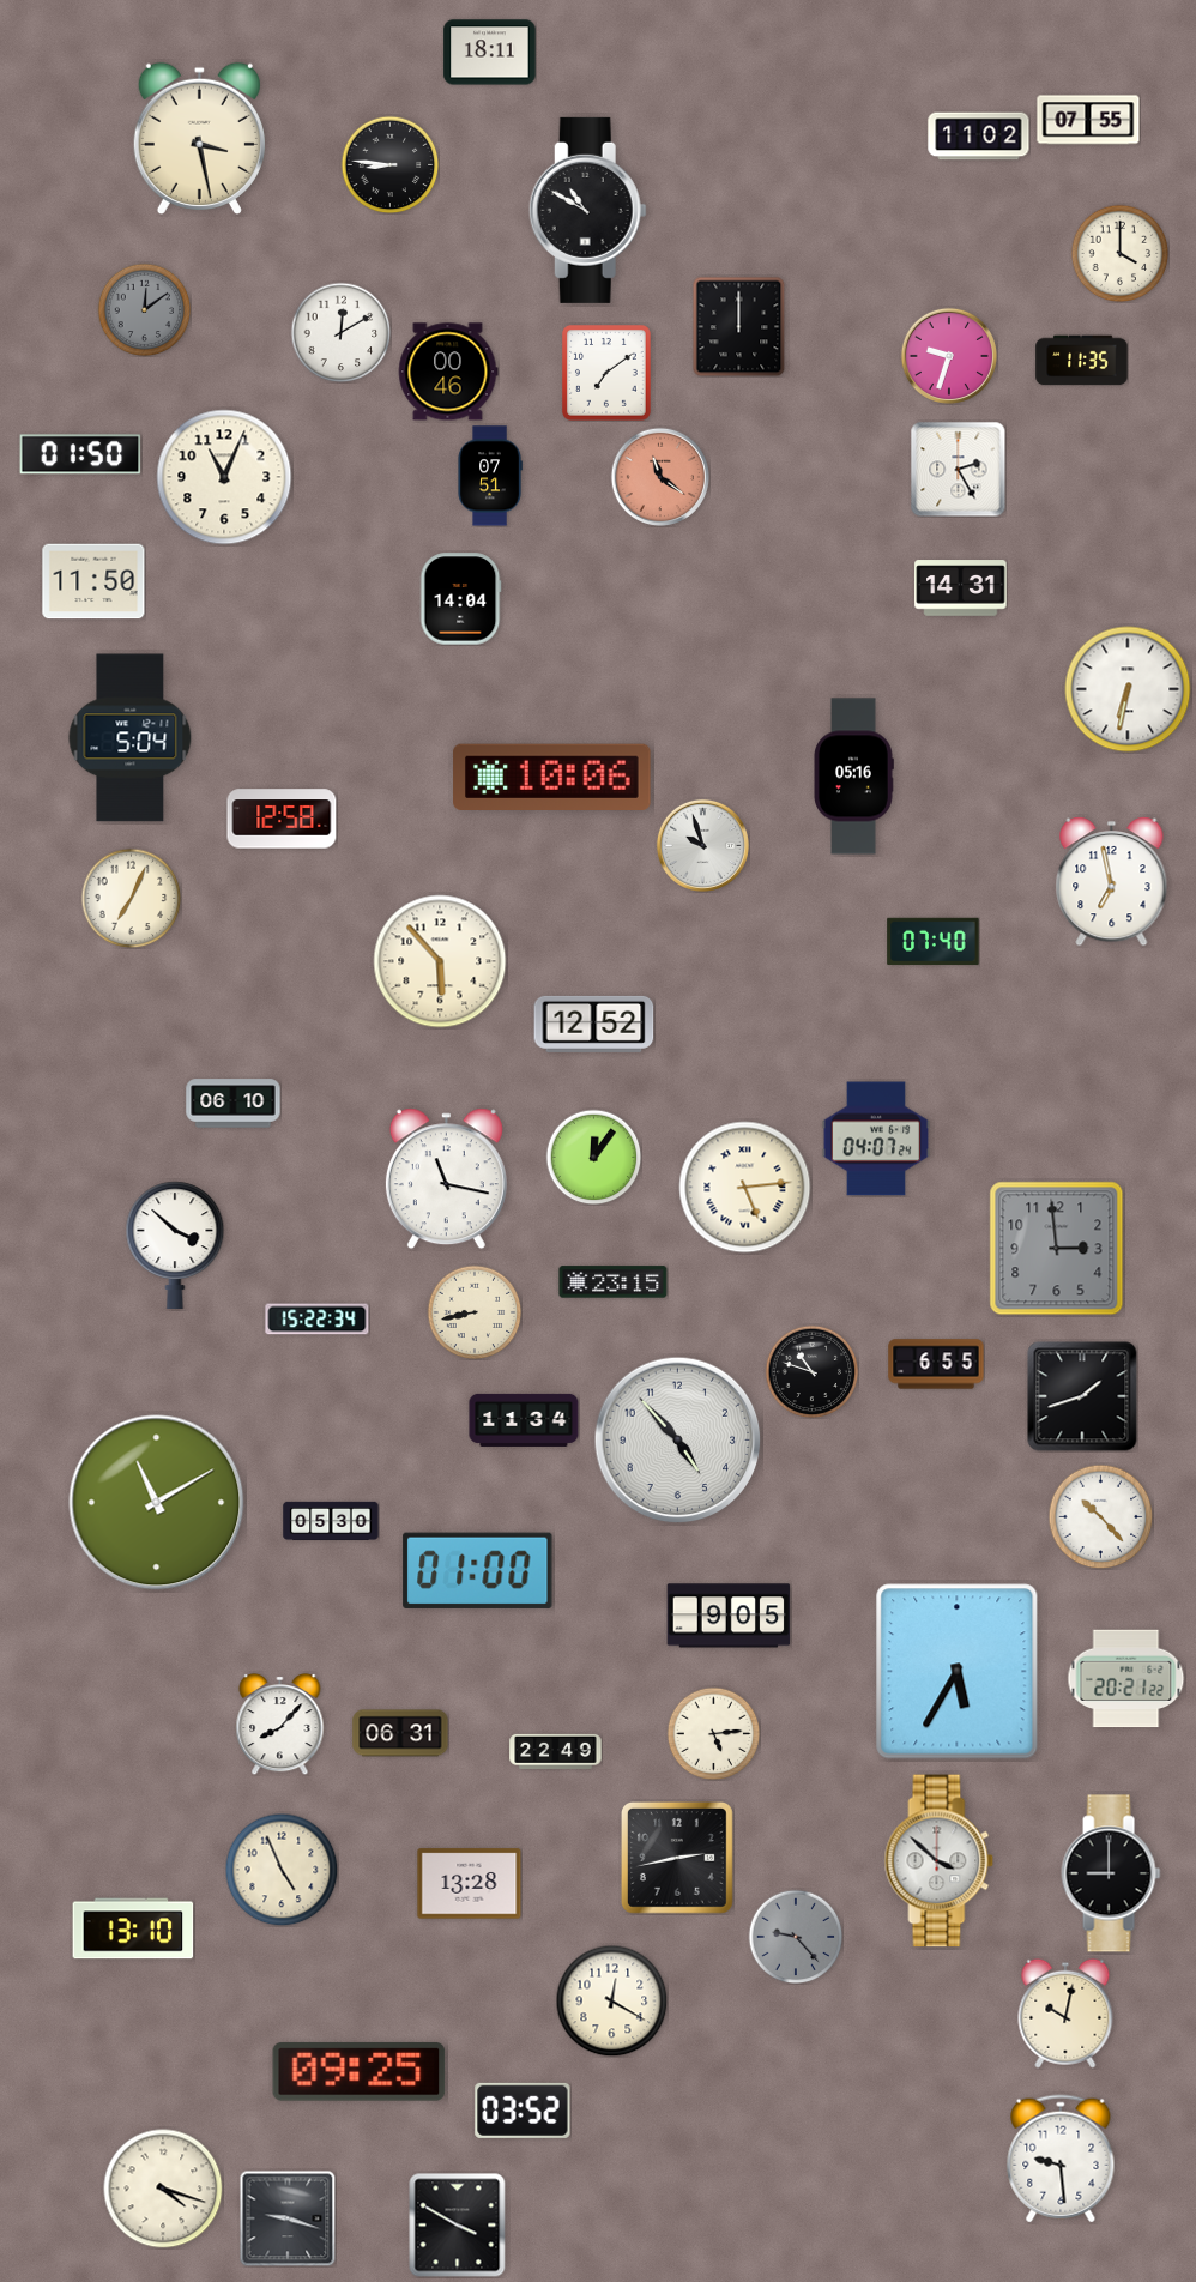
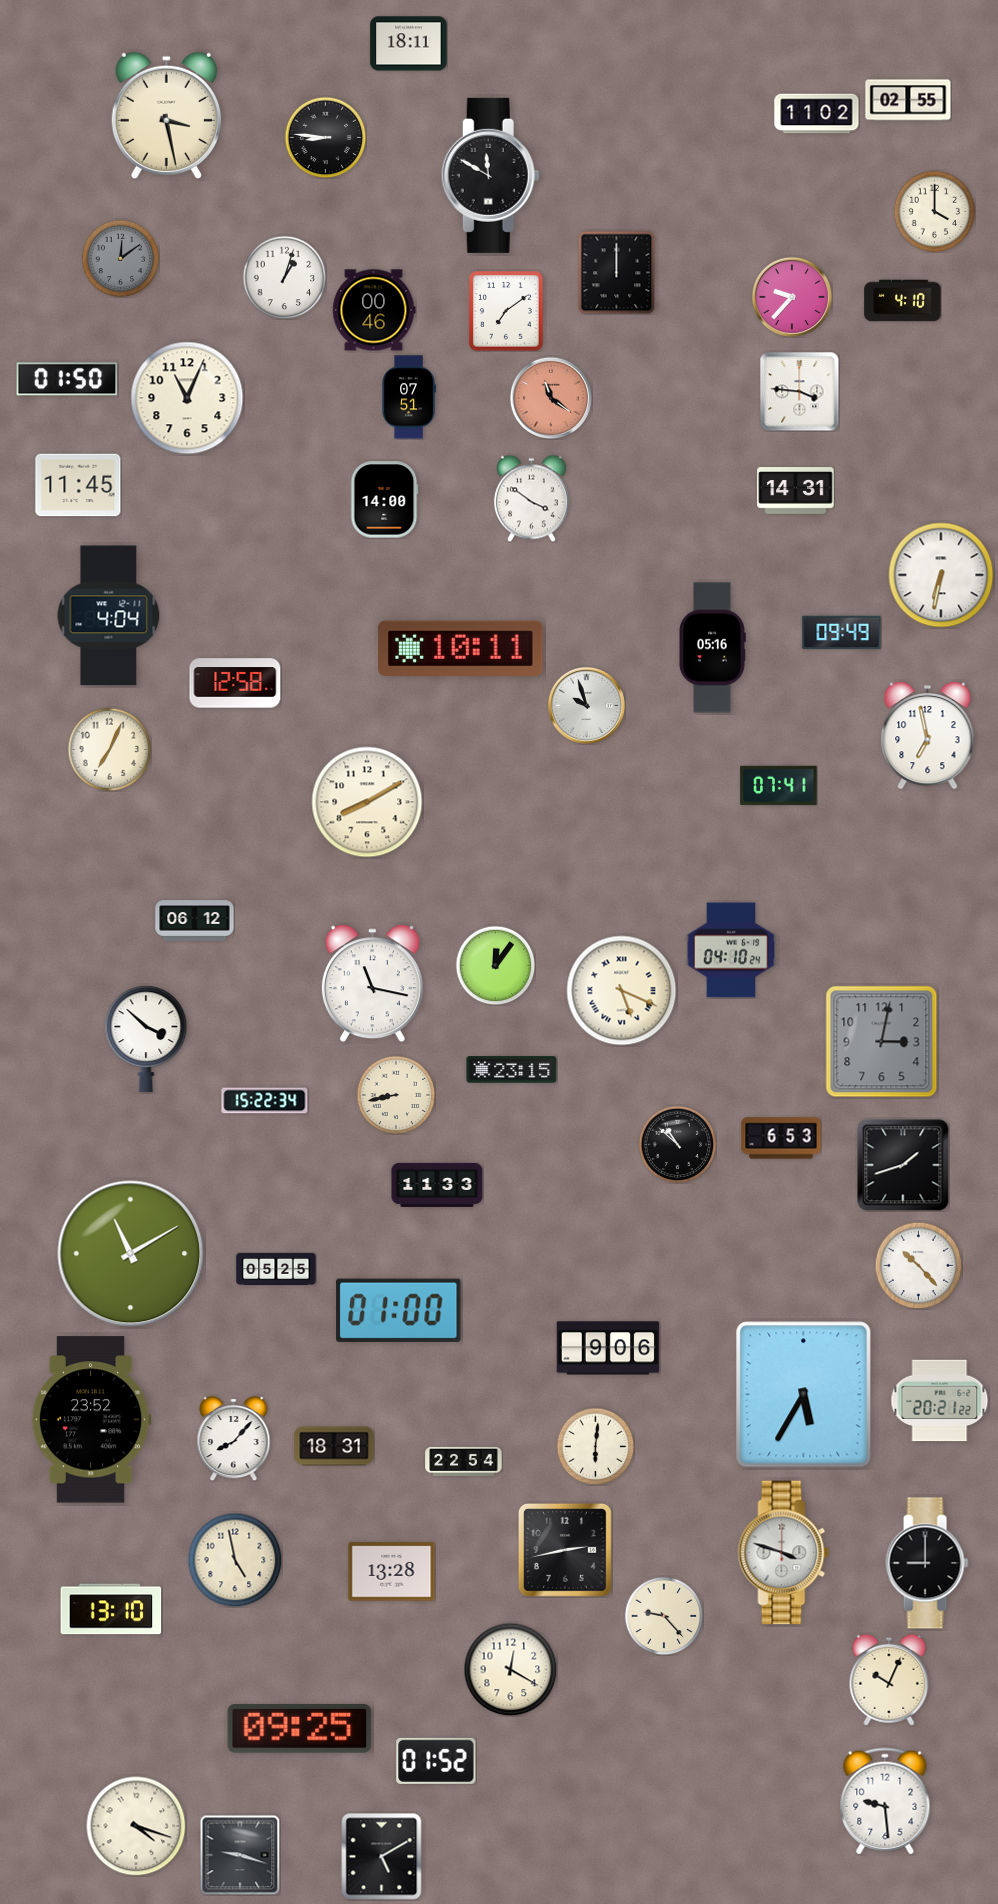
clock at (1088, 120): 07:55 -> 02:55
clock at (587, 210): 10:50 -> 11:50
clock at (340, 332): 12:10 -> 1:03
clock at (948, 355): 9:33 -> 9:37
clock at (1082, 361): 11:35 -> 4:10
clock at (958, 469): 2:25 -> 3:46
clock at (93, 581): 11:50 -> 11:45
clock at (961, 588) position: (961, 588) -> (796, 491)
clock at (531, 498): none -> 3:51
clock at (460, 599): 14:04 -> 14:00
clock at (131, 738): 5:04 -> 4:04
clock at (842, 633): none -> 09:49
clock at (552, 777): 10:06 -> 10:11
clock at (934, 942): 07:40 -> 07:41
clock at (440, 961): 5:53 -> 8:10
clock at (594, 1024): 12:52 -> none
clock at (234, 1104): 06:10 -> 06:12
clock at (876, 1139): 04:07 -> 04:10
clock at (745, 1188): 5:14 -> 5:19
clock at (1057, 1249): 2:59 -> 3:02
clock at (936, 1364): 6:55 -> 6:53
clock at (811, 1371): 10:48 -> 10:52
clock at (524, 1420): 11:34 -> 11:33
clock at (678, 1441): 4:53 -> none
clock at (331, 1521): 05:30 -> 05:25
clock at (729, 1616): 9:05 -> 9:06
clock at (958, 1672) position: (958, 1672) -> (804, 1395)
clock at (91, 1420): none -> 23:52
clock at (400, 1733): 06:31 -> 18:31
clock at (713, 1733): 5:14 -> 6:01
clock at (556, 1751): 22:49 -> 22:54
clock at (940, 1861): 3:52 -> 3:48
clock at (282, 1870): 4:56 -> 4:58
clock at (796, 1937) dial: grey -> cream
clock at (1065, 2014): 10:02 -> 10:04
clock at (523, 2111): 03:52 -> 01:52
clock at (288, 2218) position: (288, 2218) -> (240, 1855)
clock at (458, 2224): 3:50 -> 5:10
